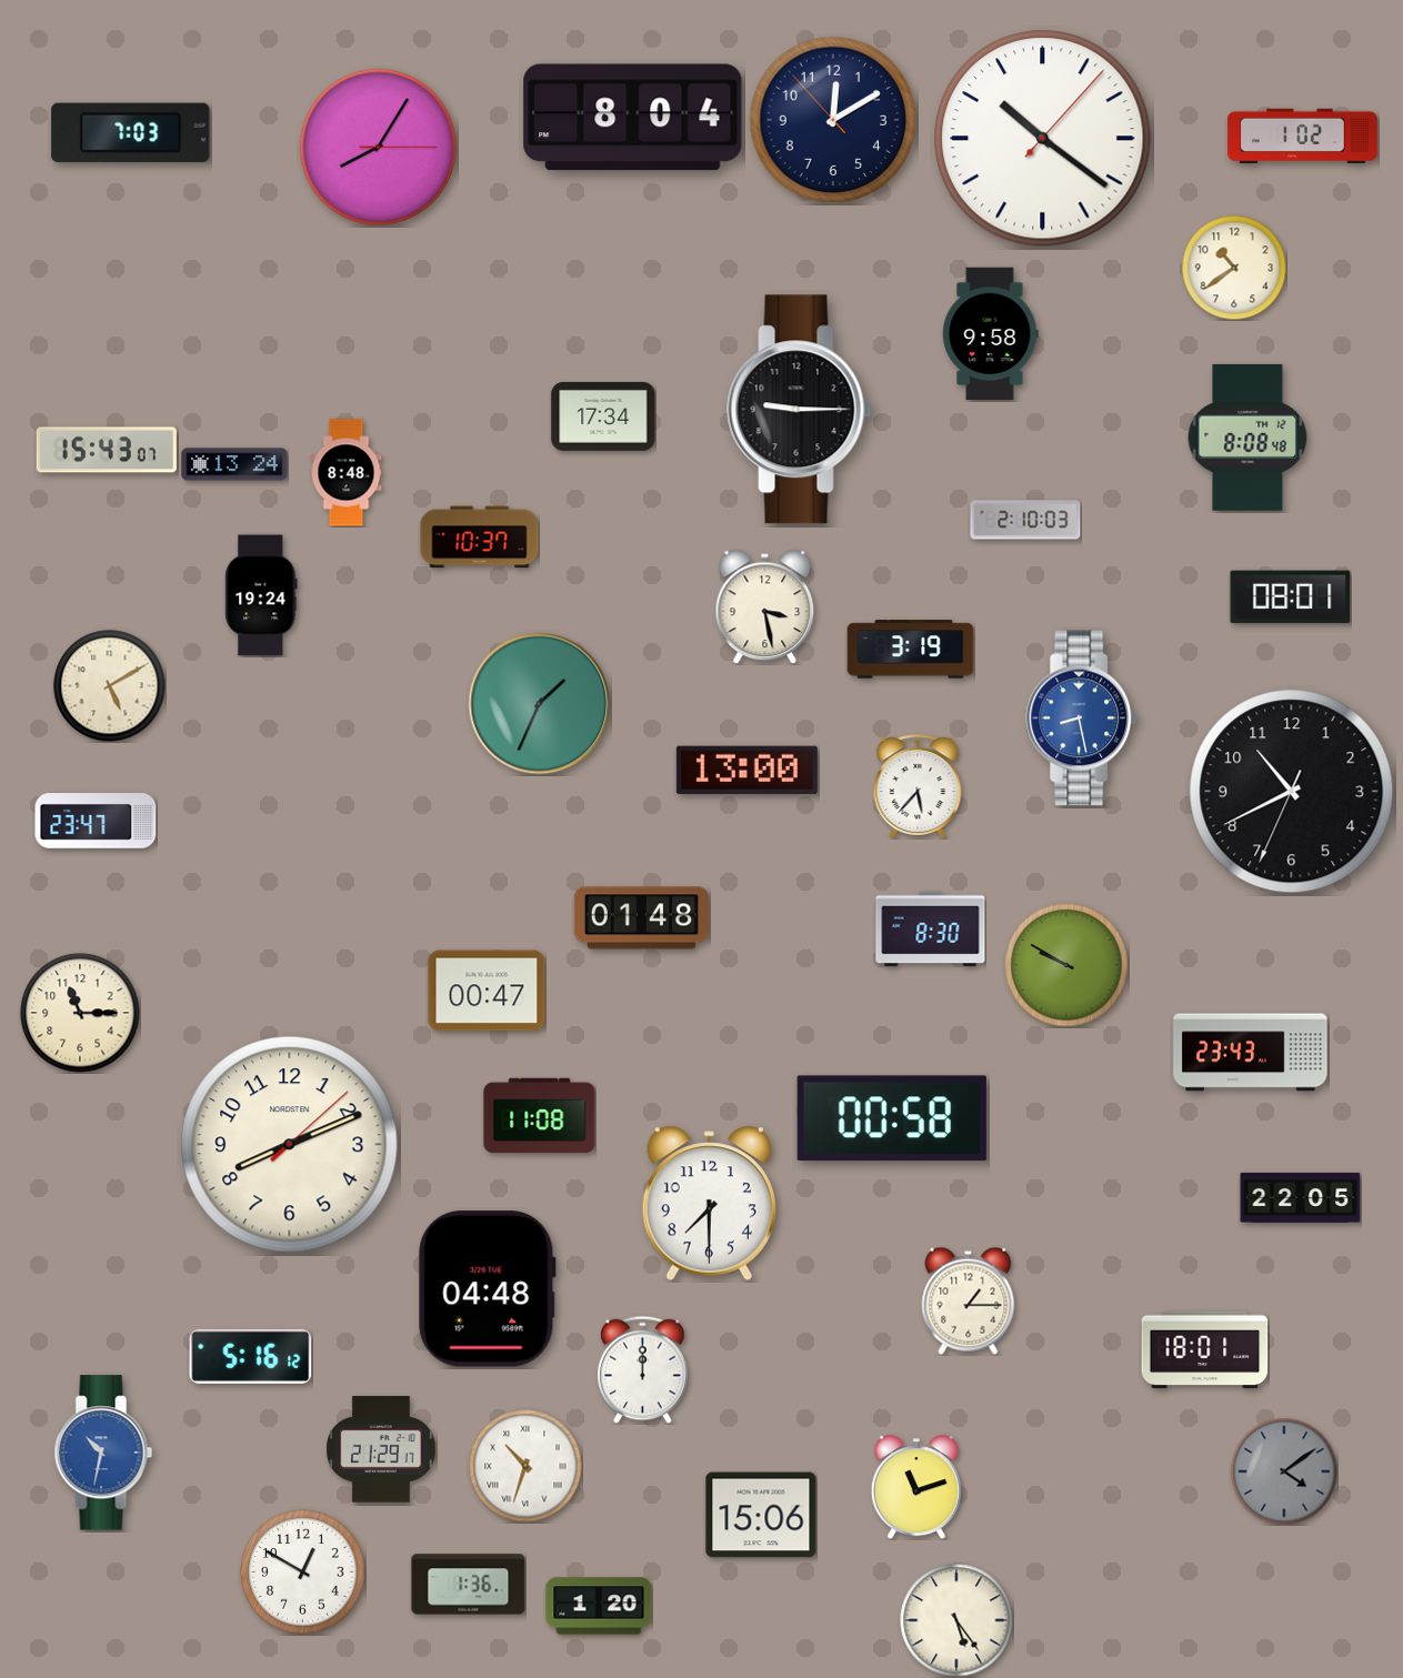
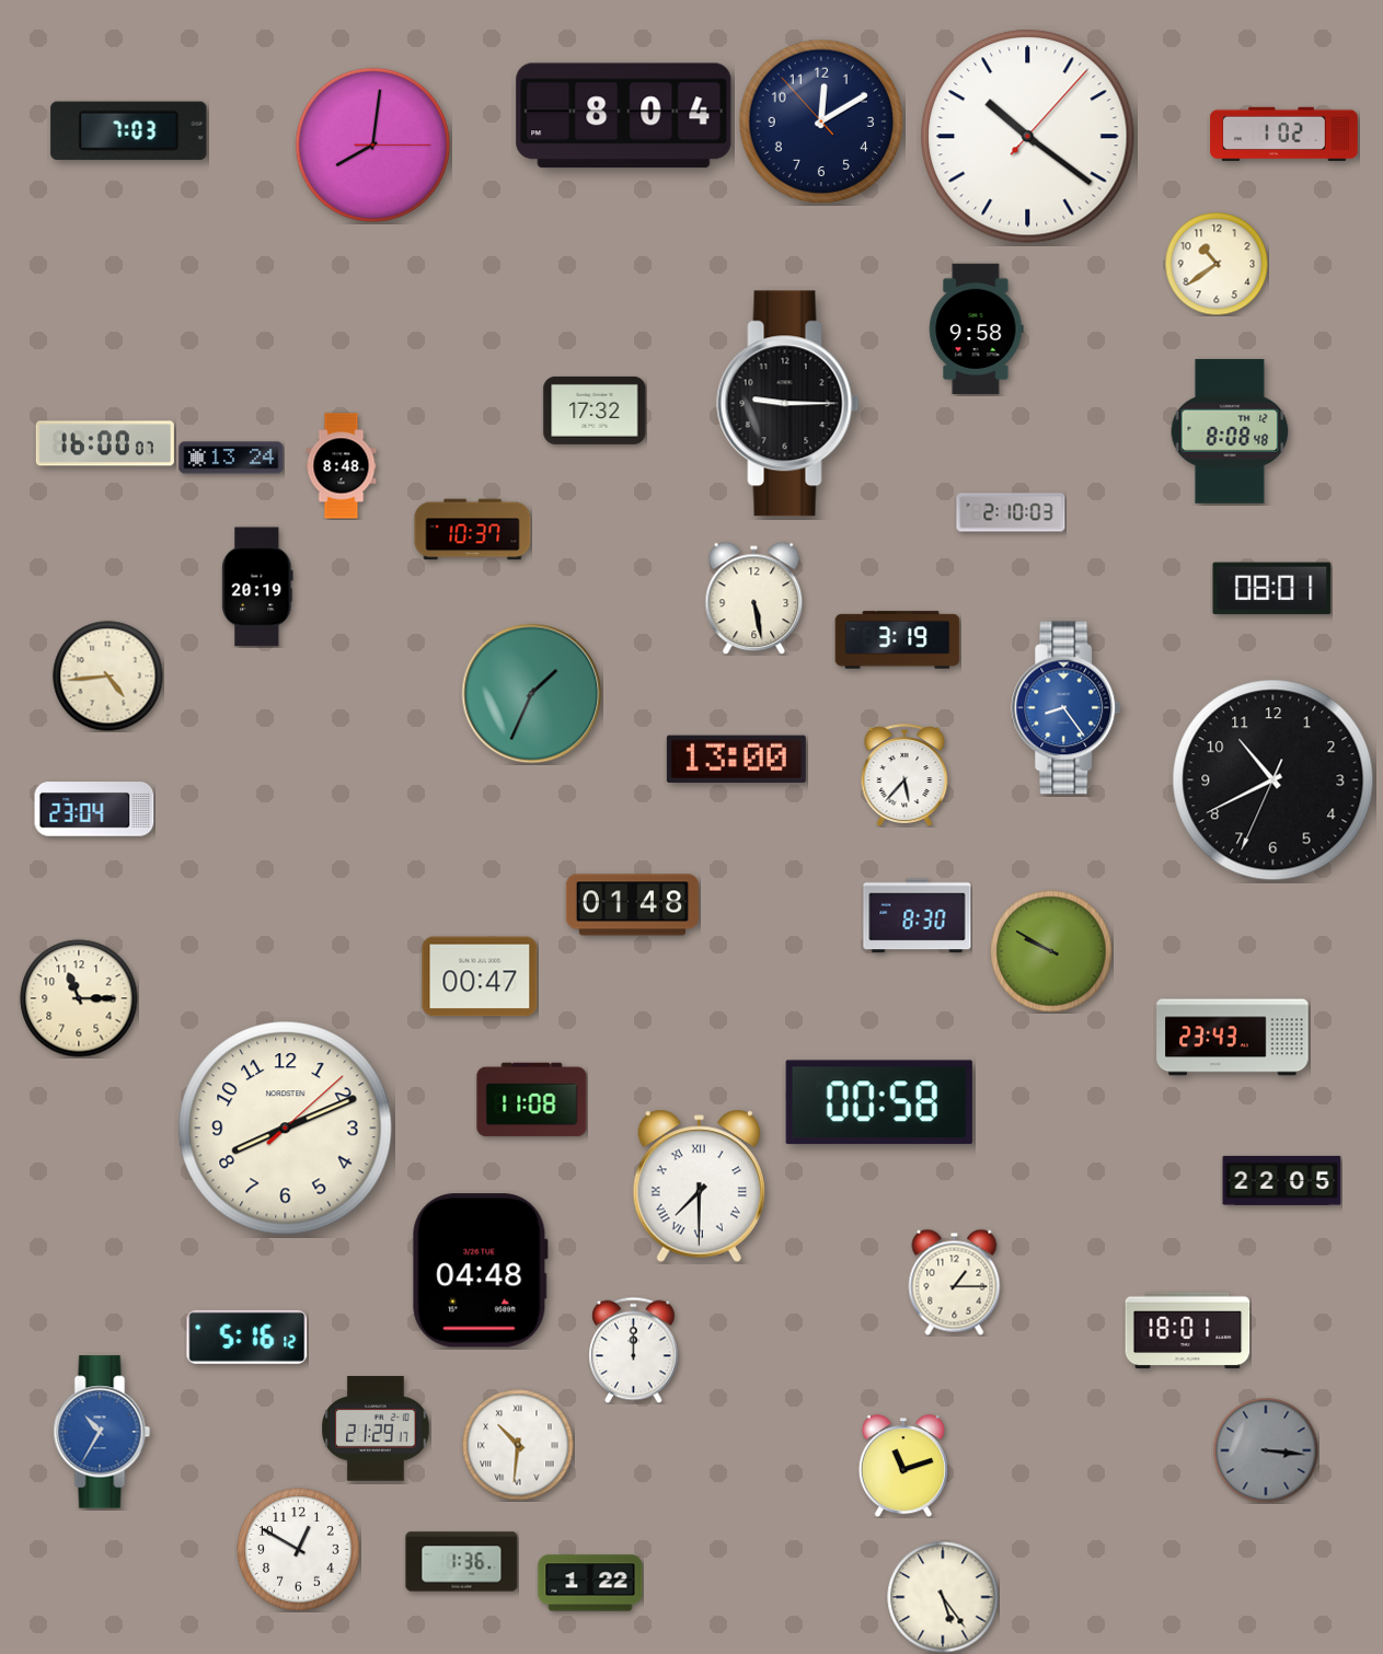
clock at (833, 120) position: (833, 120) -> (821, 122)
clock at (378, 147): 8:05 -> 8:01
clock at (603, 416): 17:34 -> 17:32
clock at (107, 450): 15:43 -> 16:00
clock at (261, 595): 19:24 -> 20:19
clock at (765, 606): 3:28 -> 5:28
clock at (110, 686): 5:10 -> 4:44
clock at (1082, 719): 8:28 -> 8:24
clock at (96, 821): 23:47 -> 23:04
clock at (709, 1204) numerals: Arabic -> Roman
clock at (103, 1453): 10:32 -> 10:35
clock at (525, 1466): 10:33 -> 10:31
clock at (1284, 1471): 4:09 -> 3:16
clock at (761, 1515): 15:06 -> none
clock at (599, 1606): 1:20 -> 1:22
